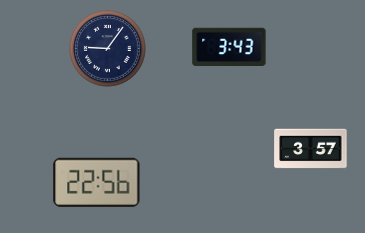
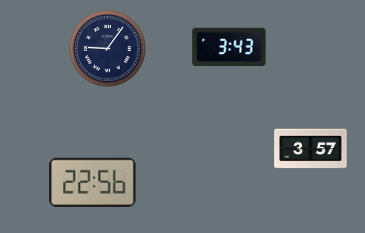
clock at (97, 182) position: (97, 182) -> (93, 182)
